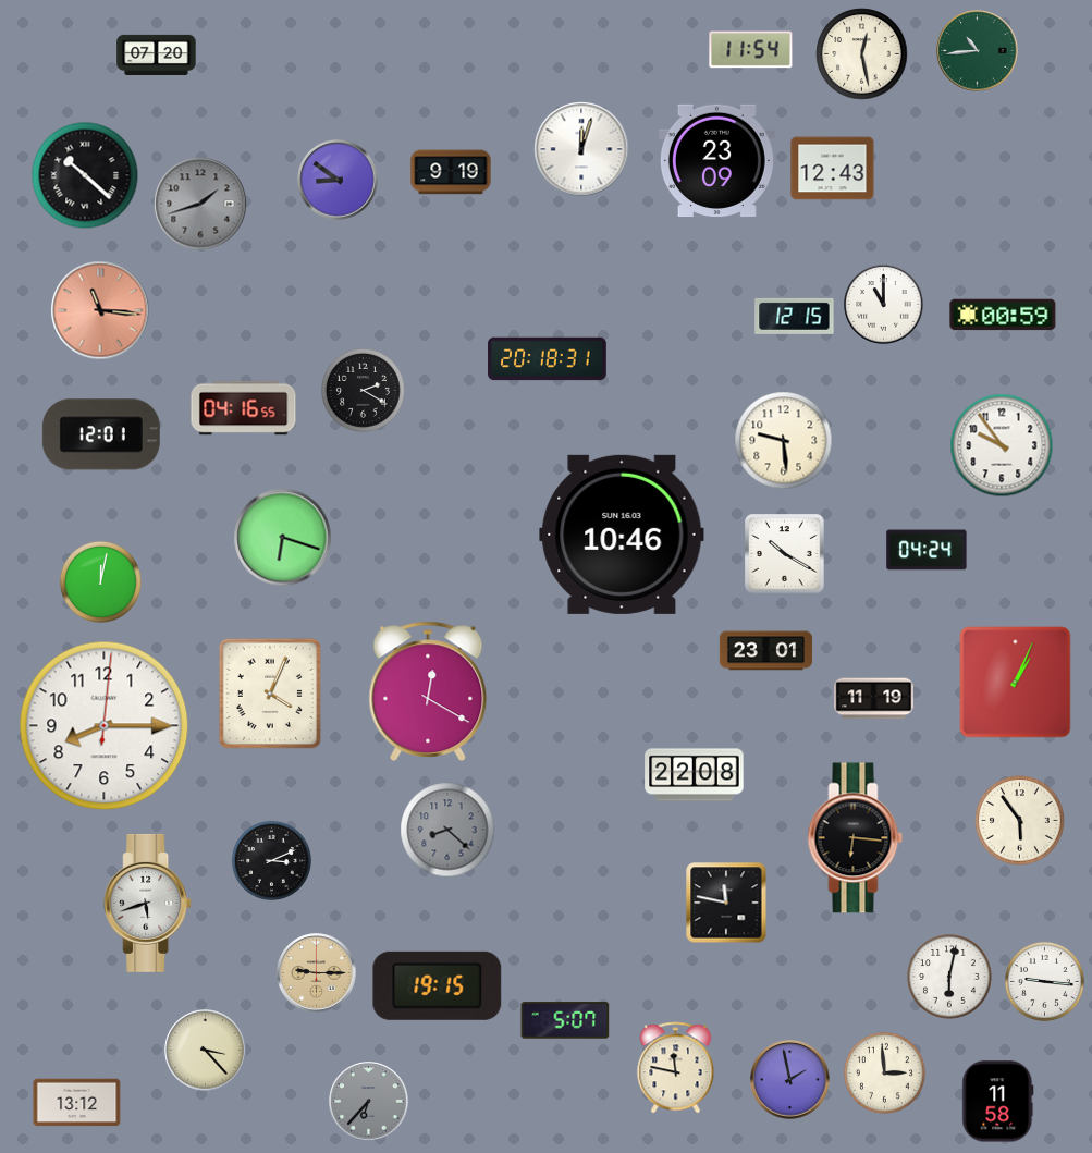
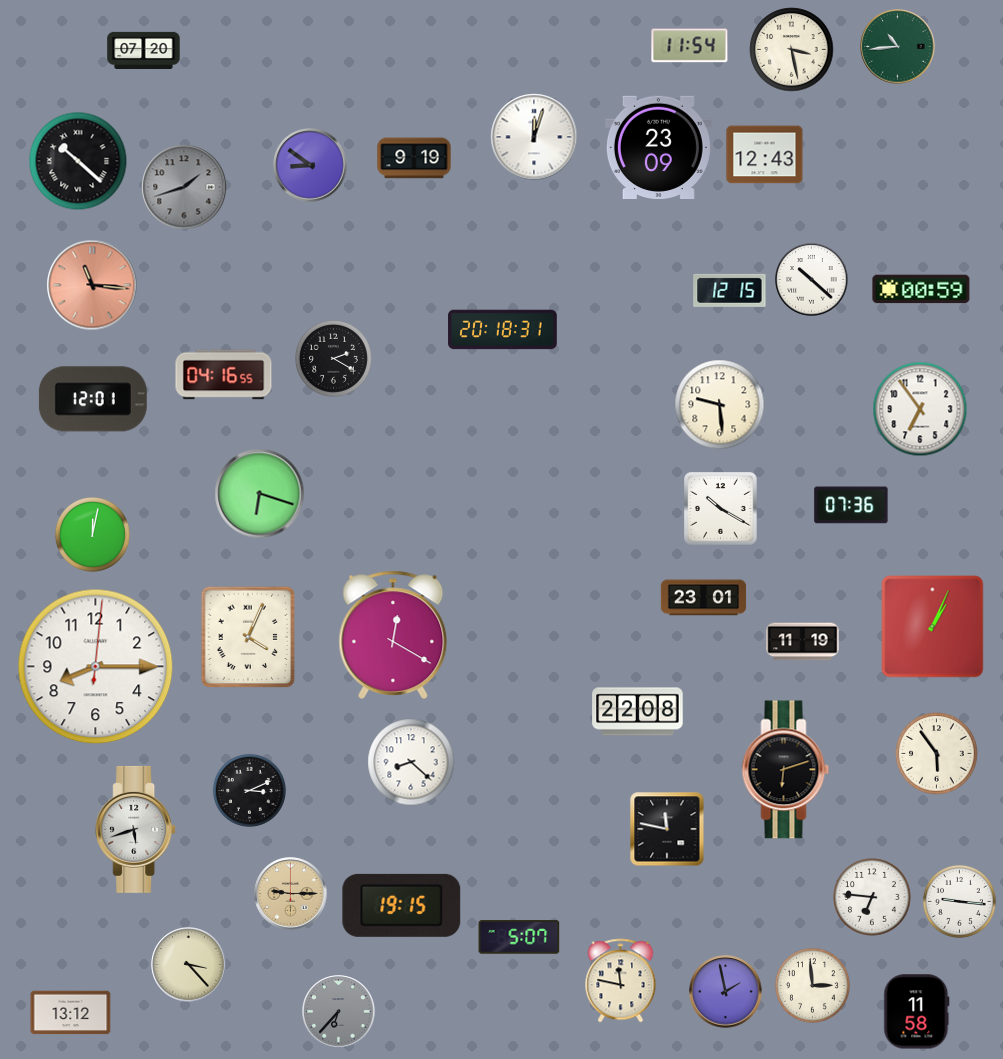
clock at (862, 54): 12:28 -> 3:28
clock at (884, 305): 11:00 -> 10:22
clock at (1002, 445): 9:54 -> 6:54
clock at (622, 535): 10:46 -> none
clock at (927, 550): 04:24 -> 07:36
clock at (447, 830) dial: grey -> white
clock at (856, 838): 6:16 -> 6:12
clock at (950, 978): 6:02 -> 6:46
